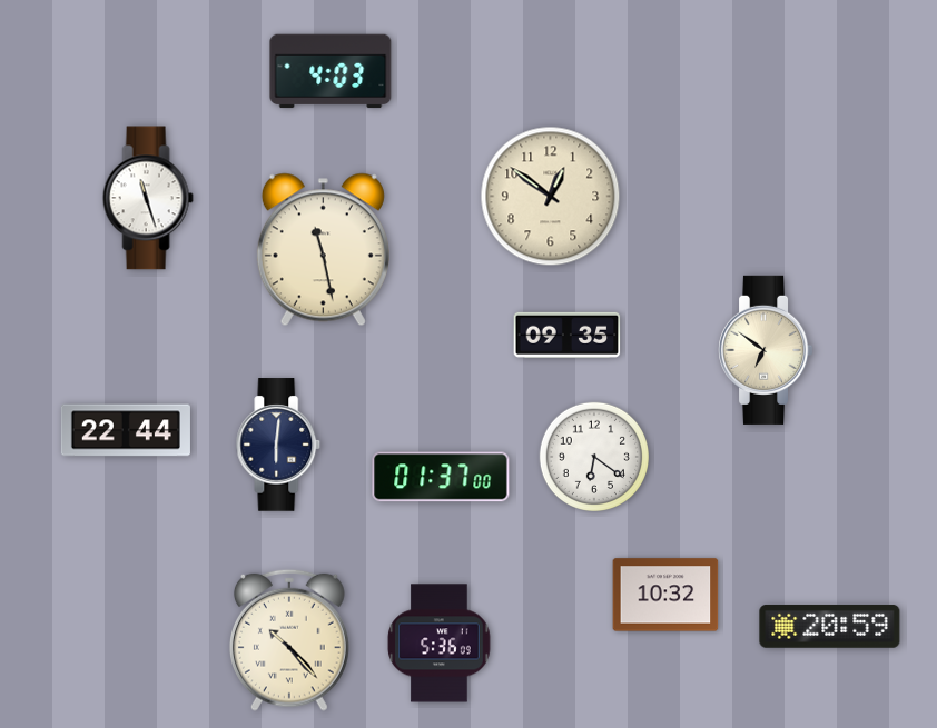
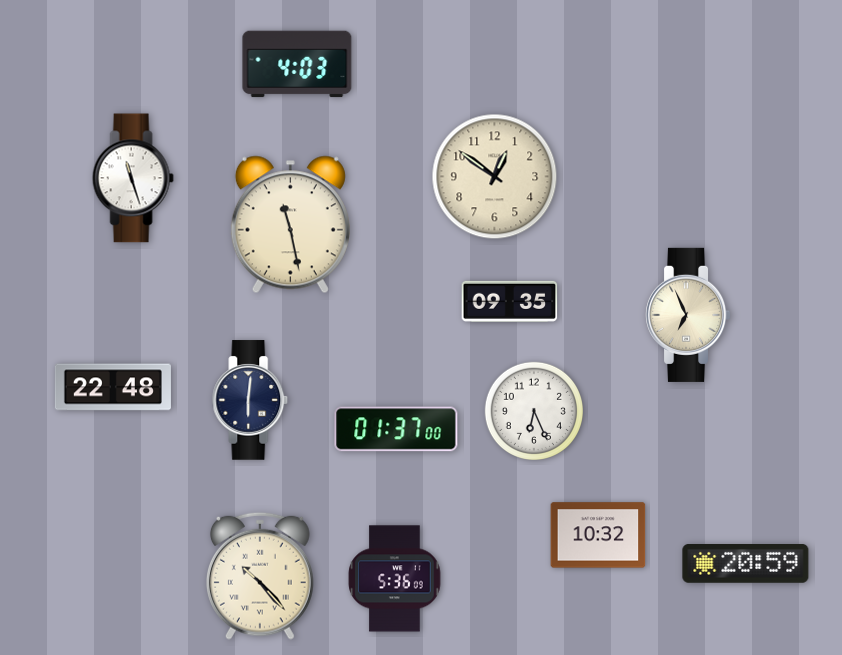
clock at (767, 350): 6:51 -> 6:56
clock at (126, 430): 22:44 -> 22:48
clock at (593, 456): 6:21 -> 6:26
